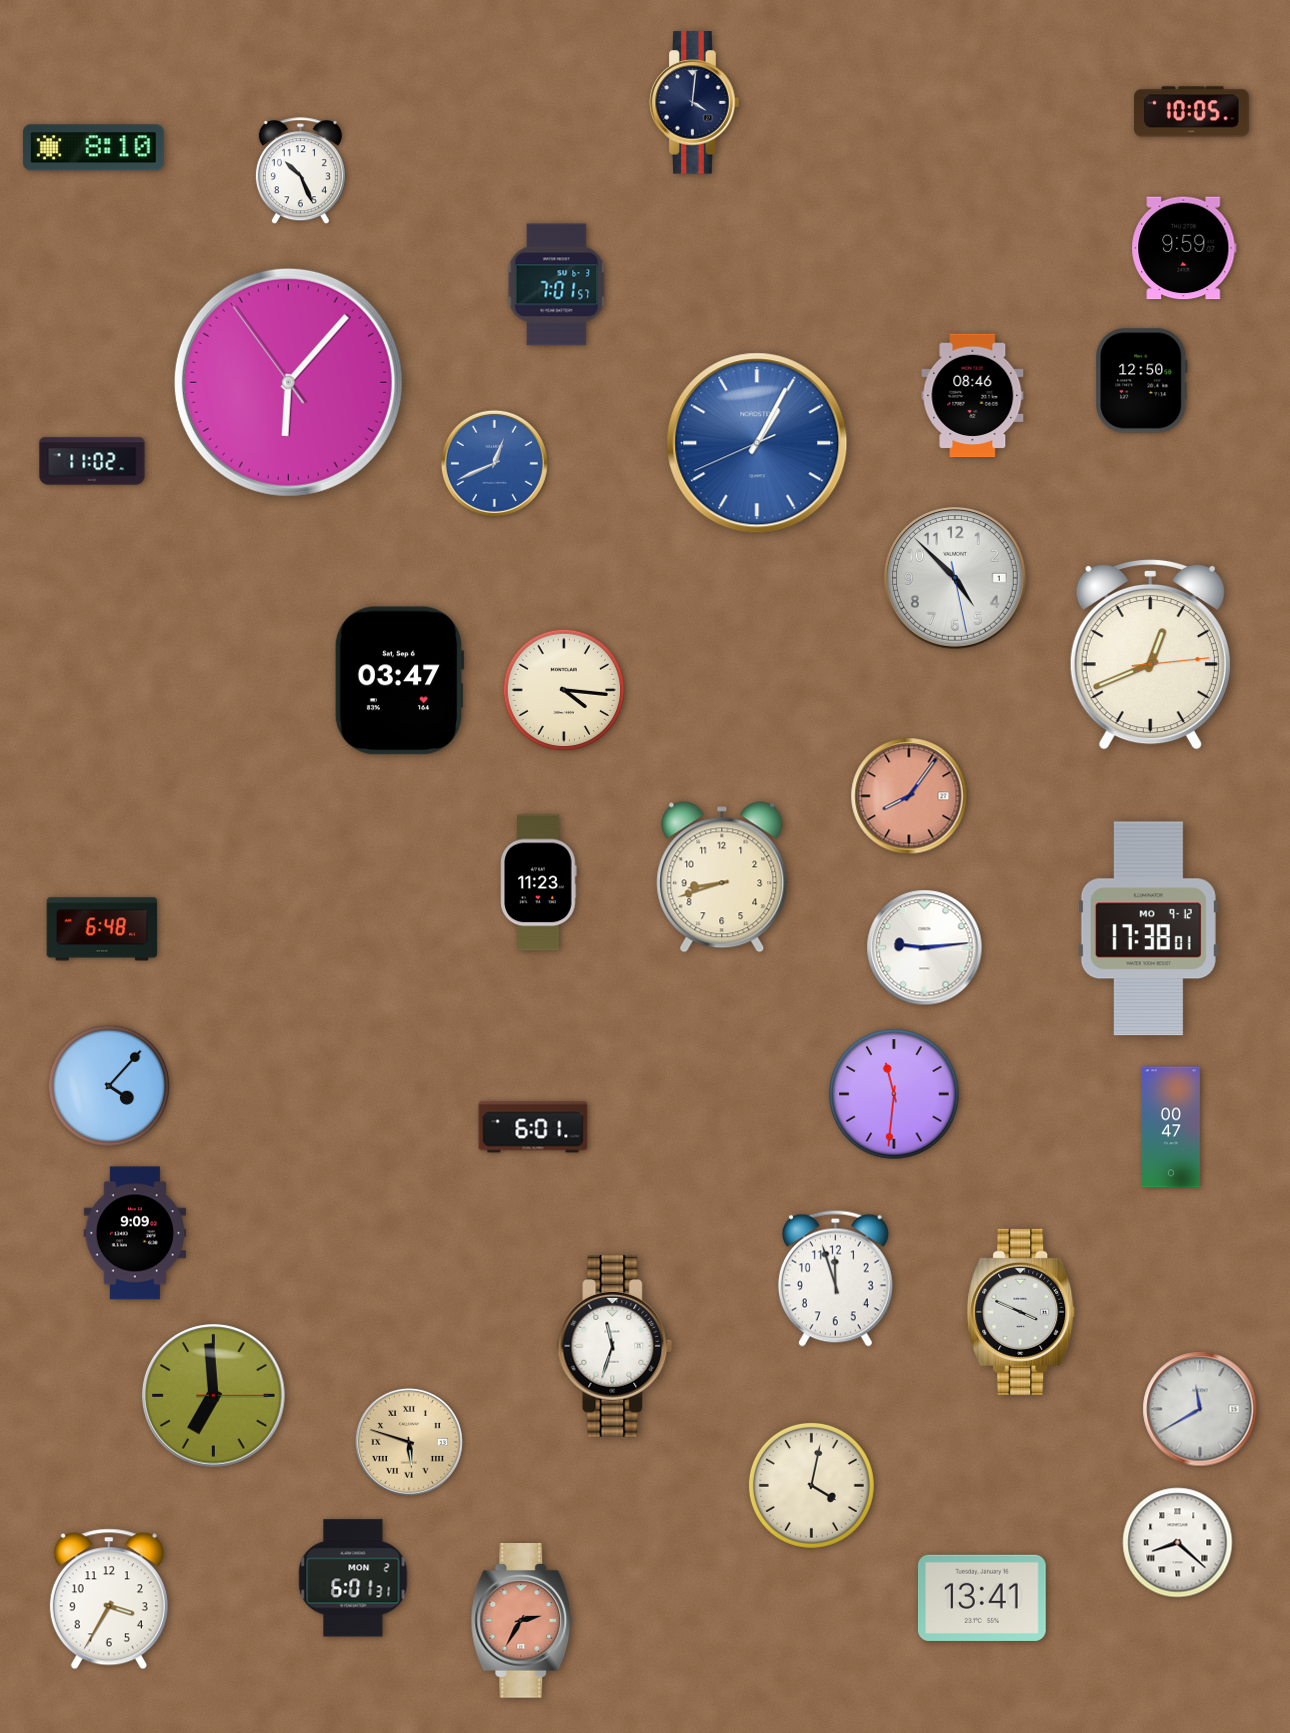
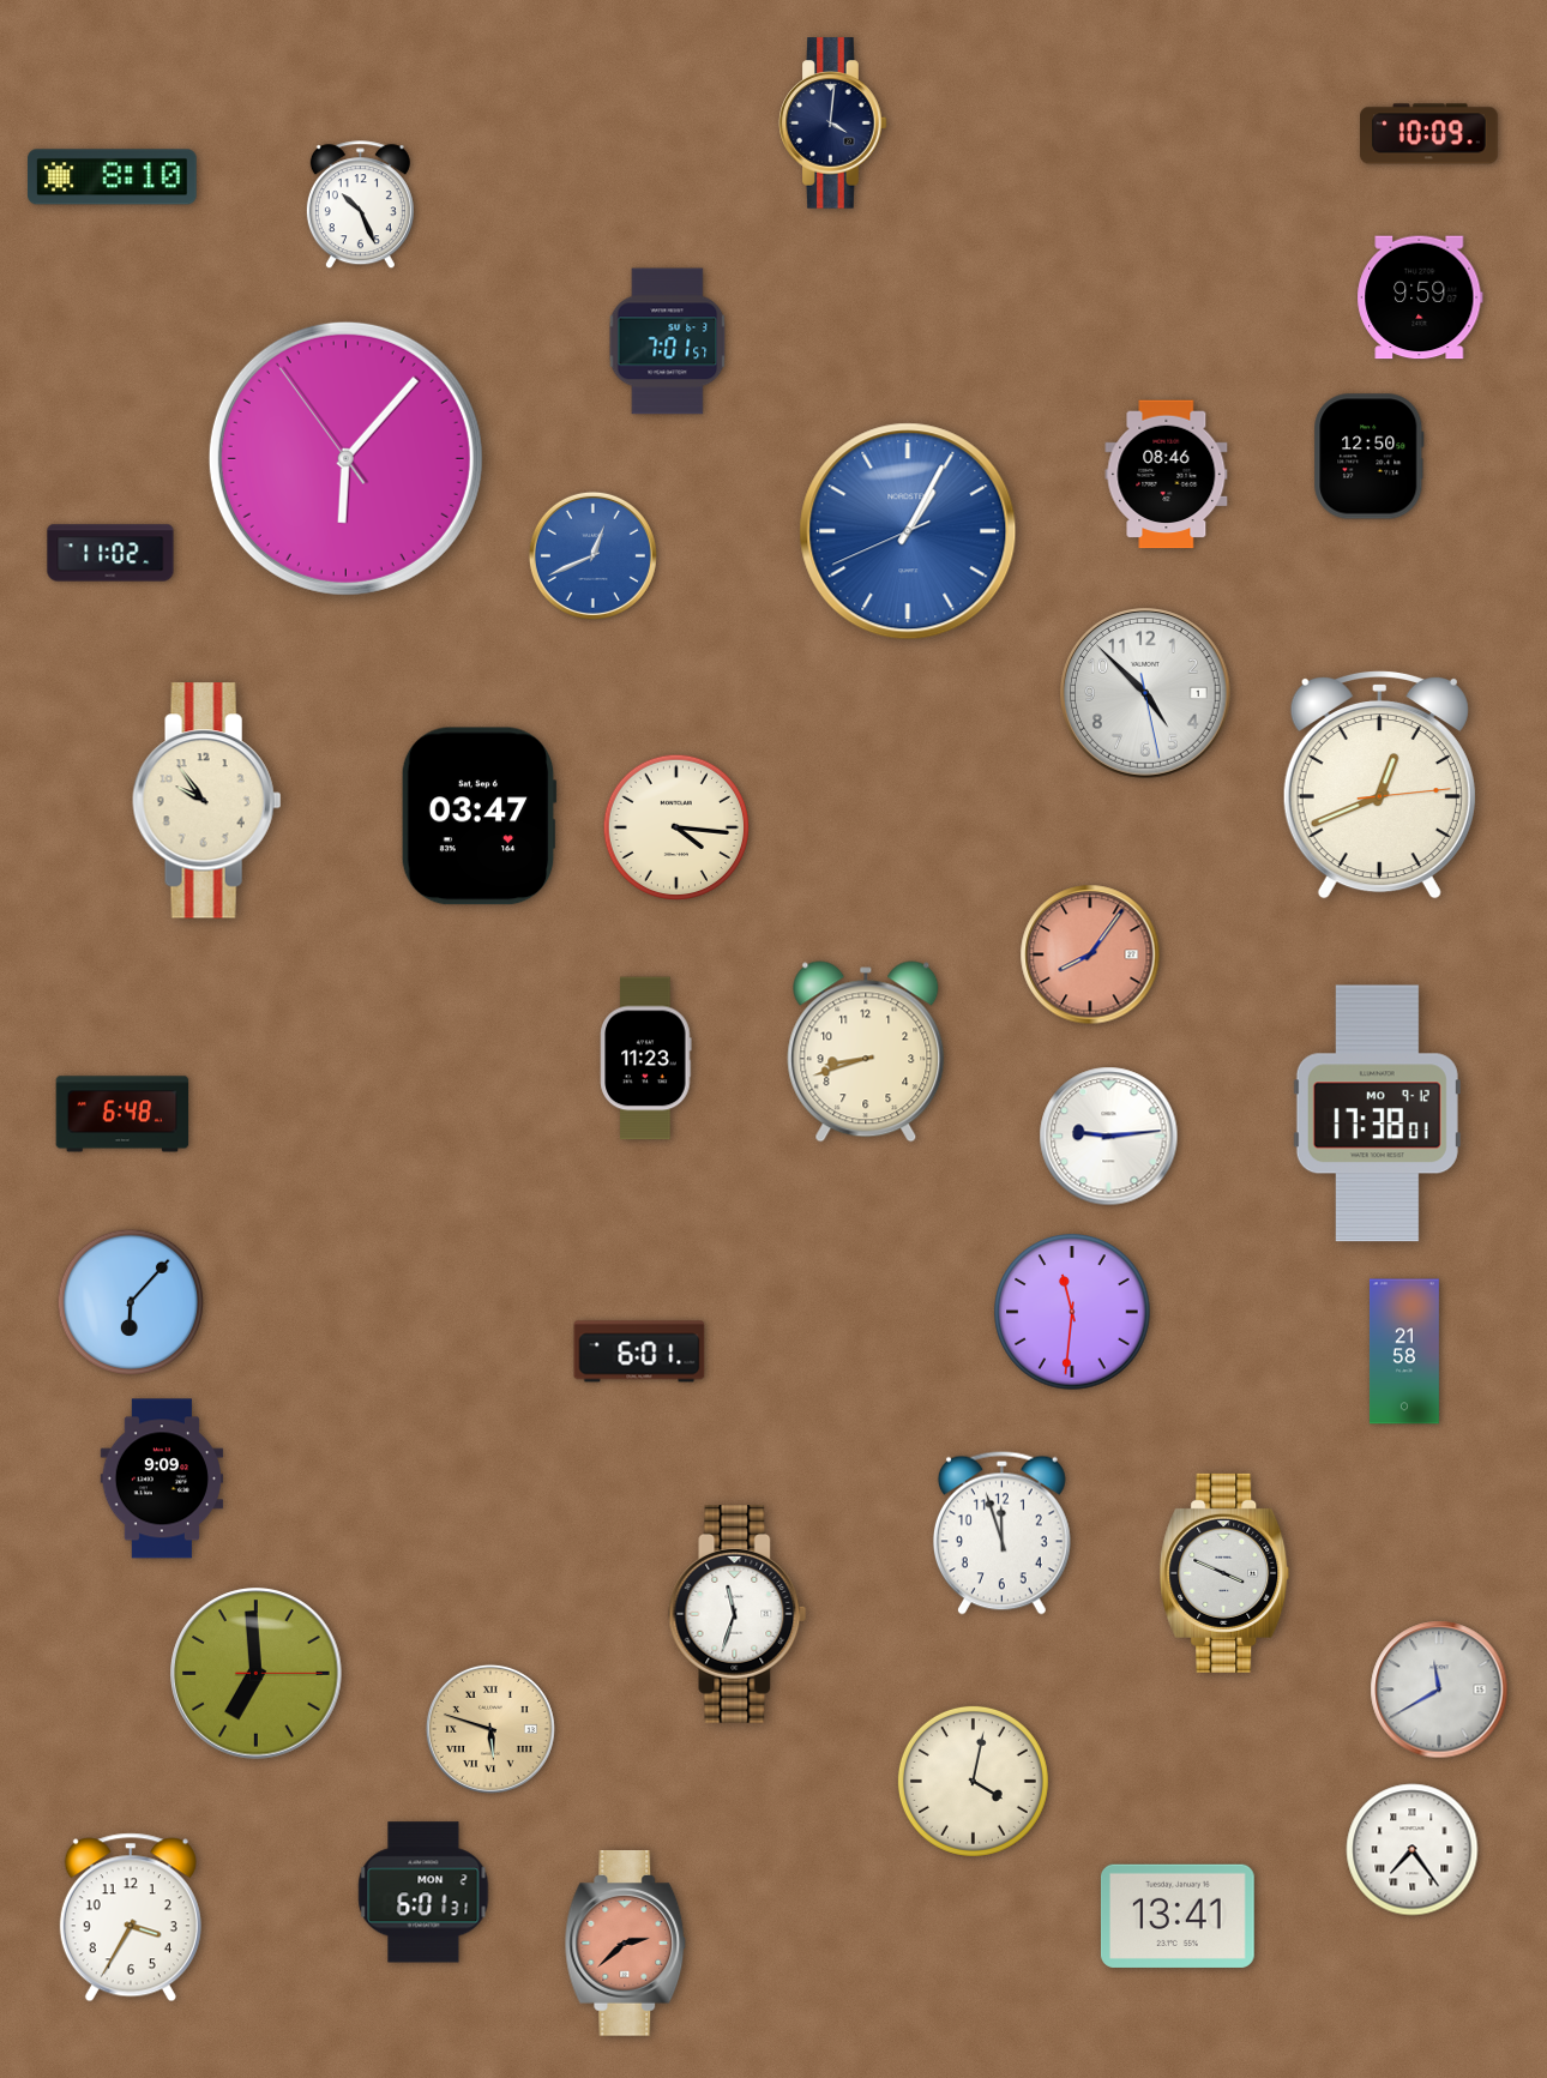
clock at (1192, 112): 10:05 -> 10:09
clock at (207, 801): none -> 9:54
clock at (109, 1086): 4:07 -> 6:07
clock at (1171, 1127): 00:47 -> 21:58
clock at (1178, 1543): 8:22 -> 7:24
clock at (522, 1621): 2:35 -> 2:38
